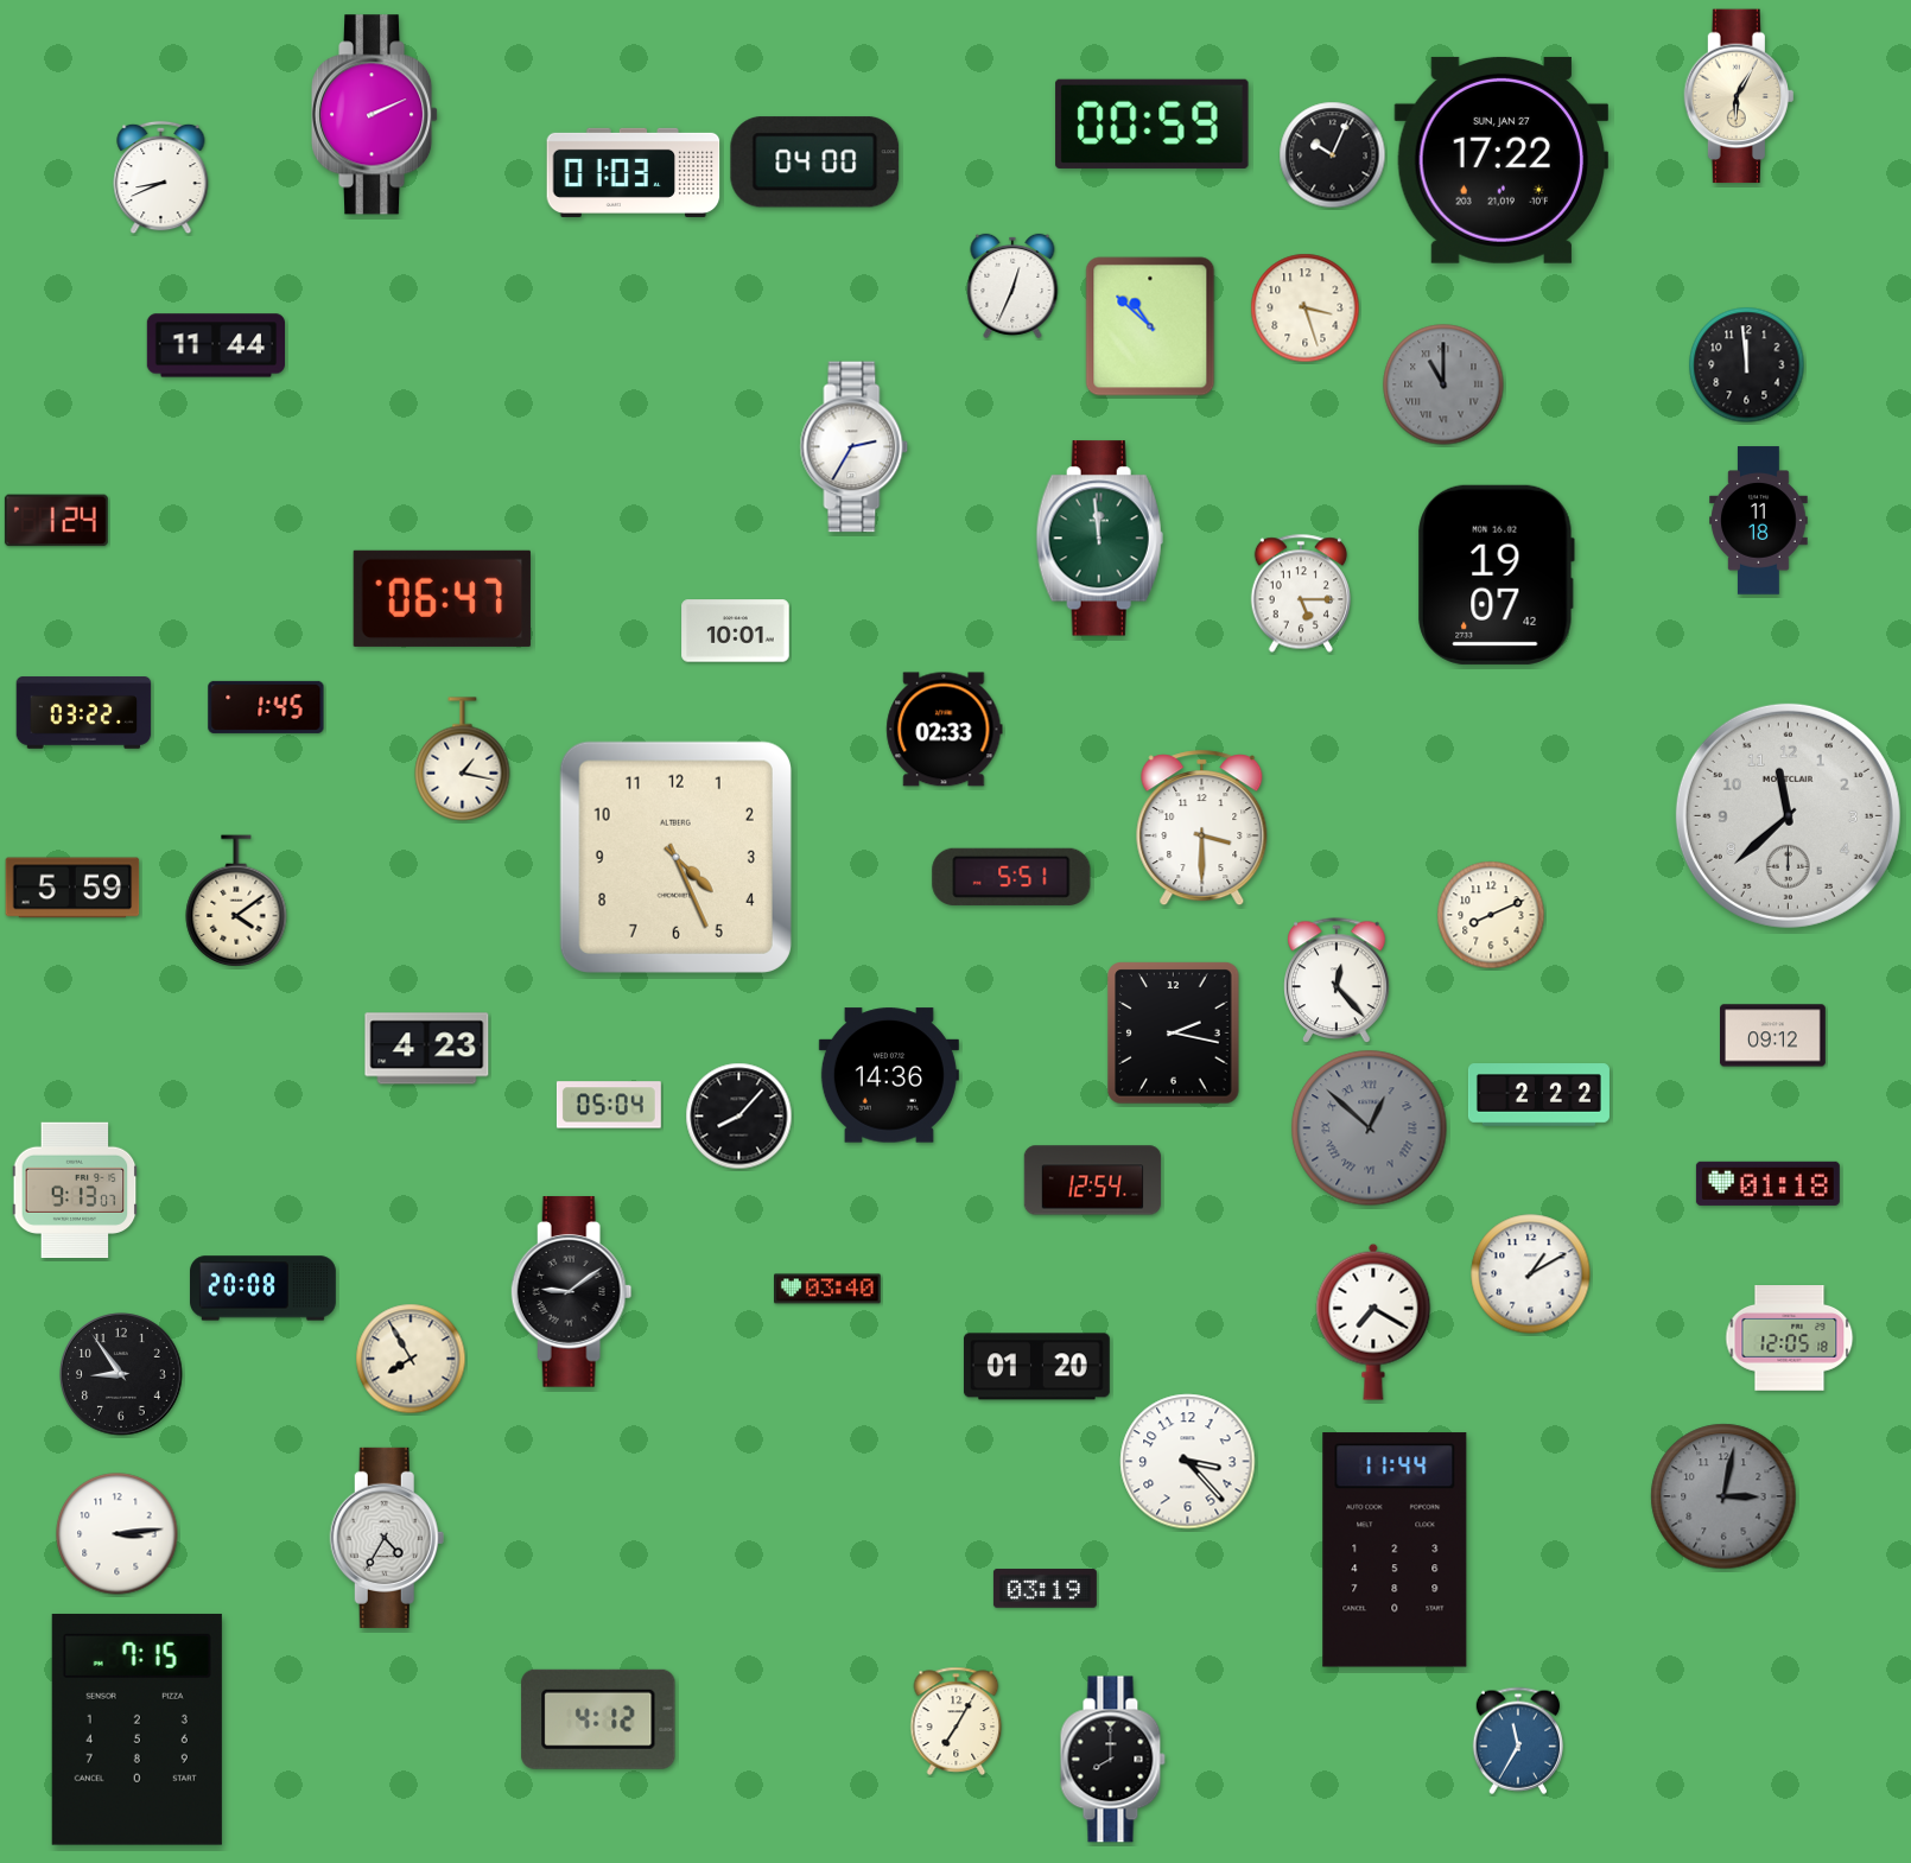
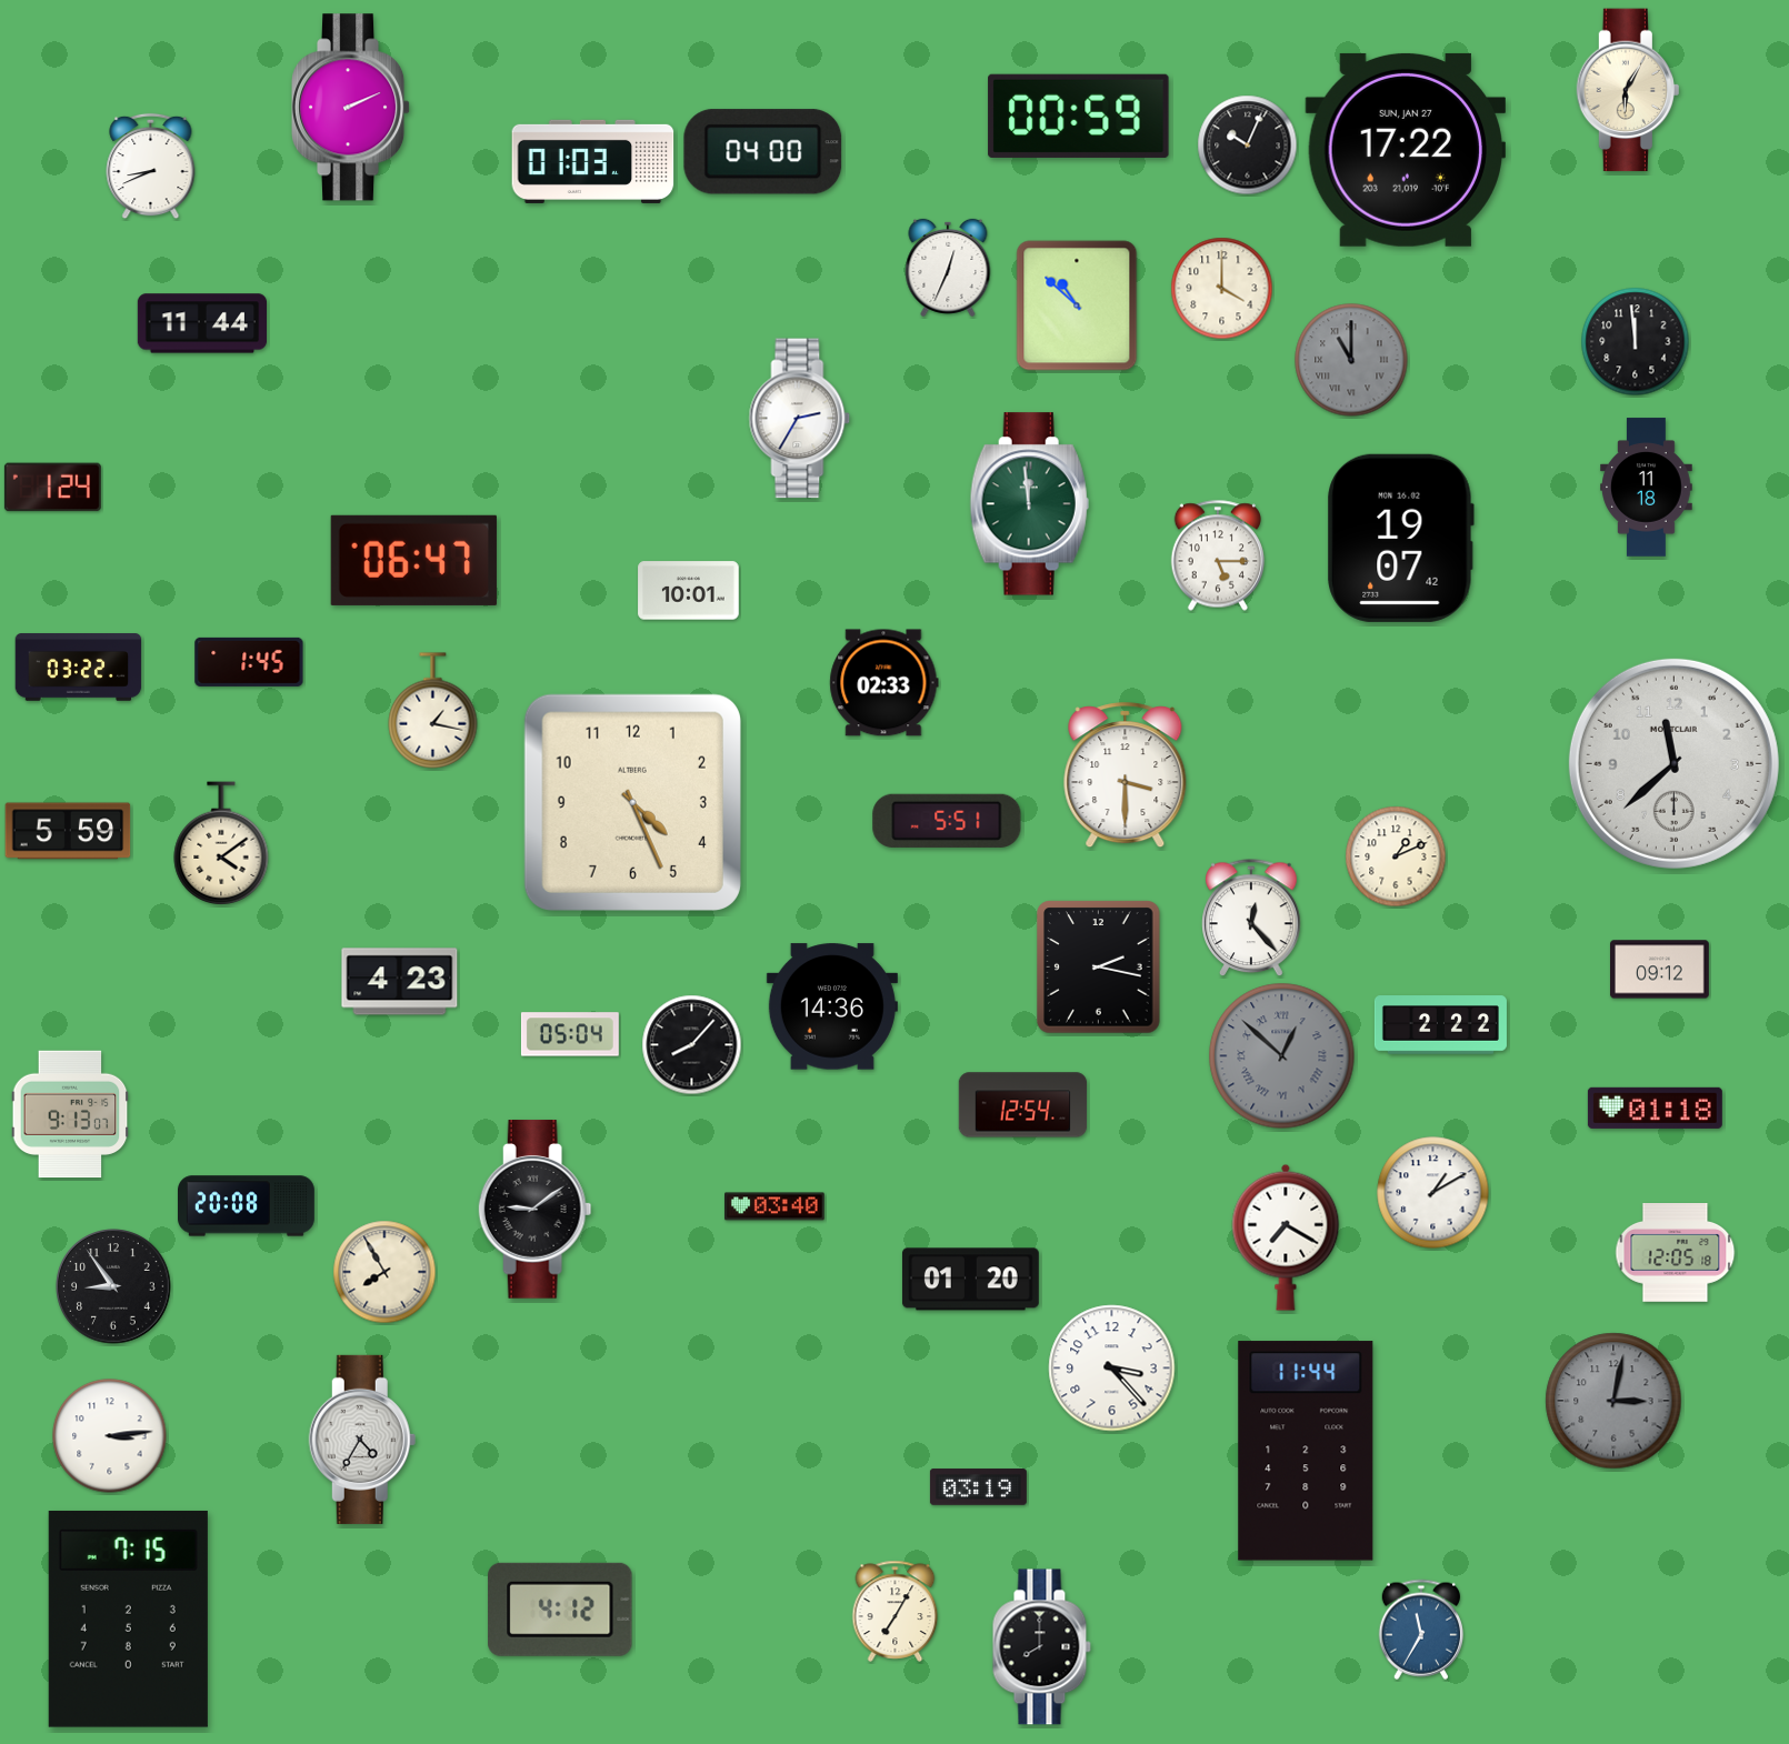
clock at (1306, 309): 3:27 -> 4:00
clock at (1491, 915): 8:11 -> 1:11
